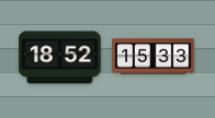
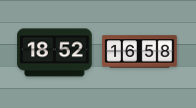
clock at (154, 57): 15:33 -> 16:58
